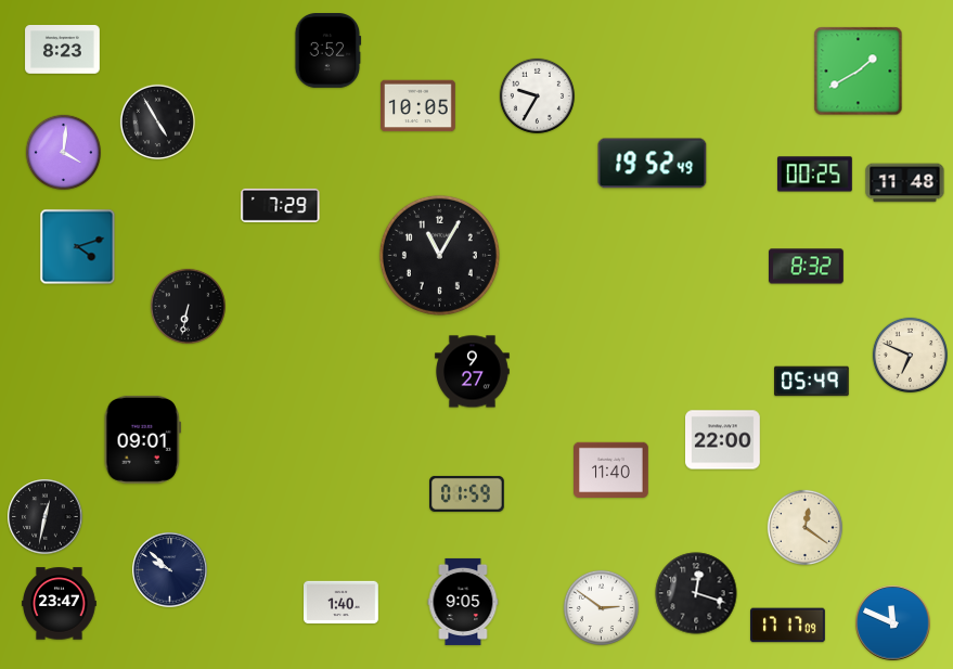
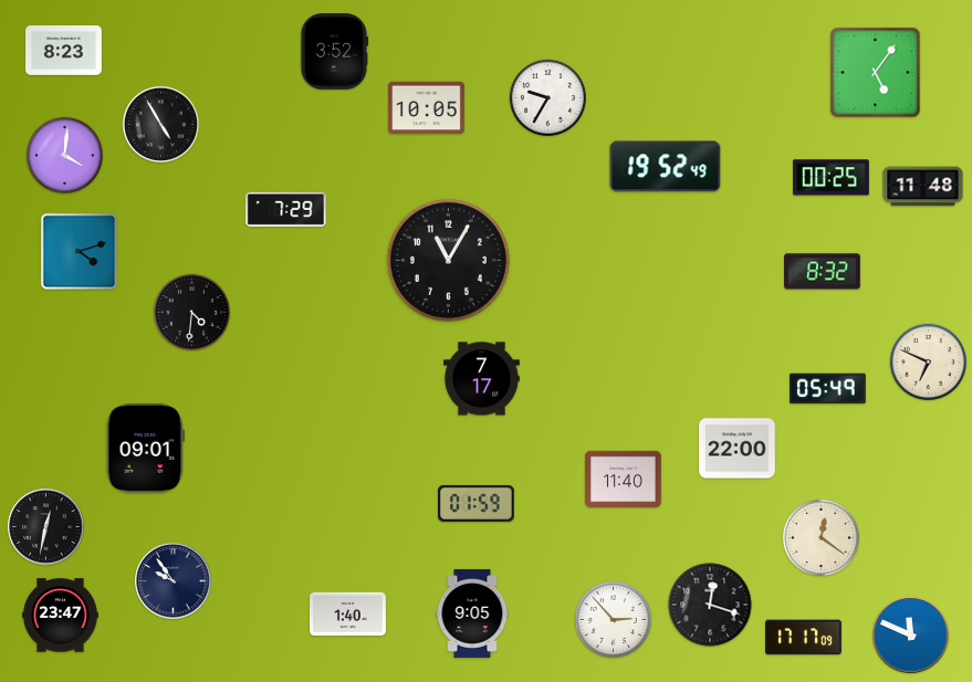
clock at (859, 72): 1:40 -> 5:06
clock at (188, 306): 6:32 -> 4:31
clock at (473, 372): 9:27 -> 7:17
clock at (170, 570): 9:52 -> 9:54
clock at (601, 607): 2:51 -> 2:53
